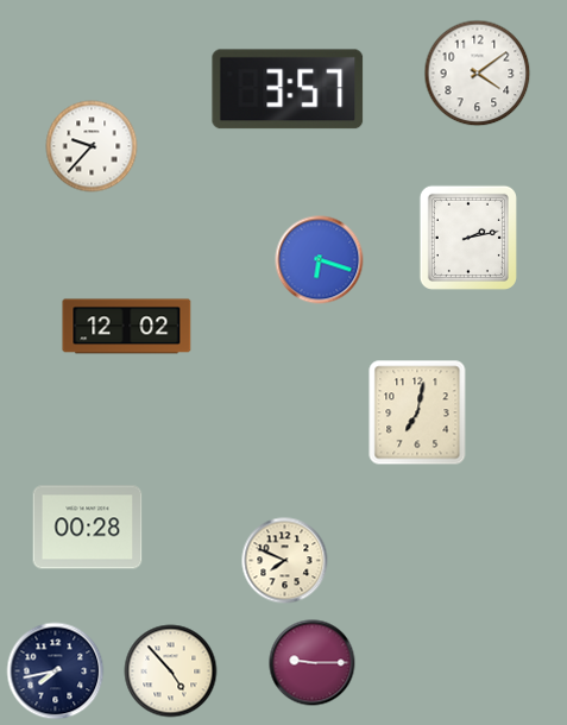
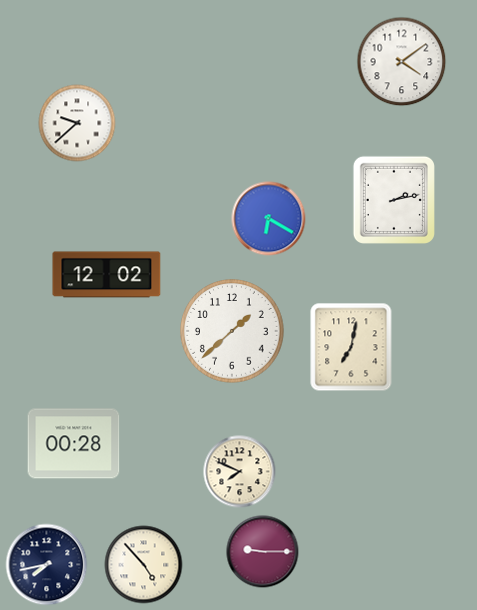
clock at (288, 89): 3:57 -> none
clock at (92, 146): 9:37 -> 9:38
clock at (320, 260): 6:18 -> 6:20
clock at (232, 331): none -> 1:38
clock at (313, 663) position: (313, 663) -> (263, 552)
